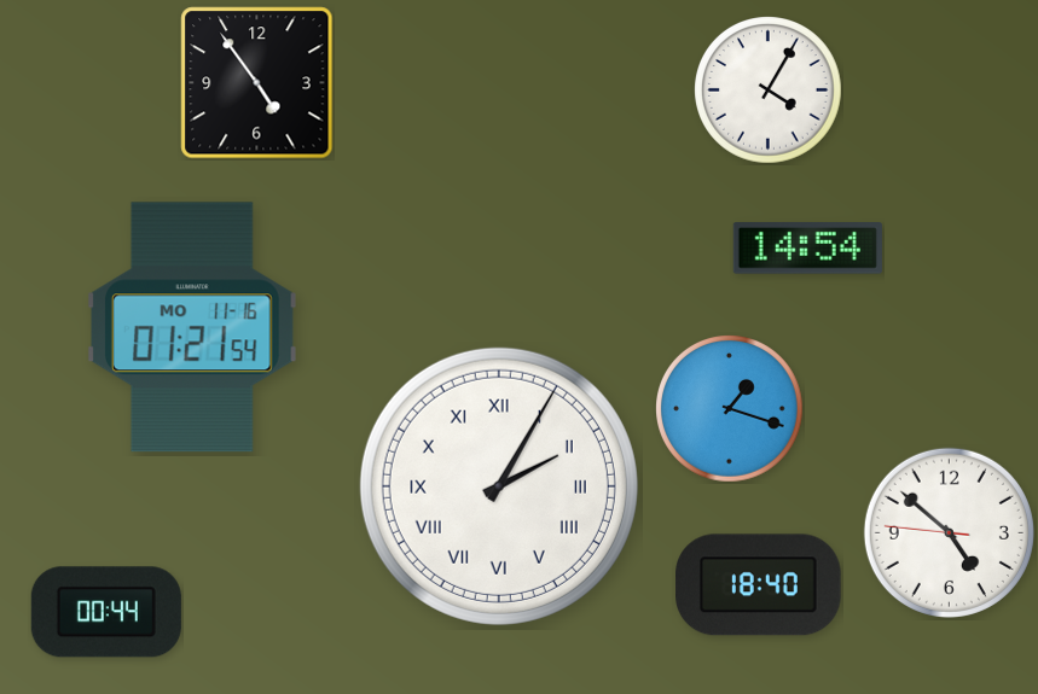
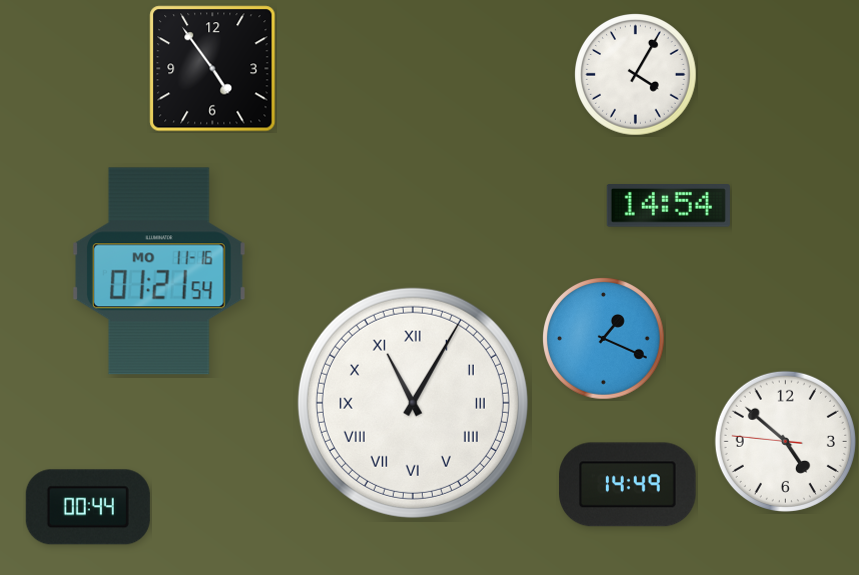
clock at (730, 409): 1:18 -> 1:19
clock at (499, 486): 2:05 -> 11:05
clock at (759, 585): 18:40 -> 14:49
